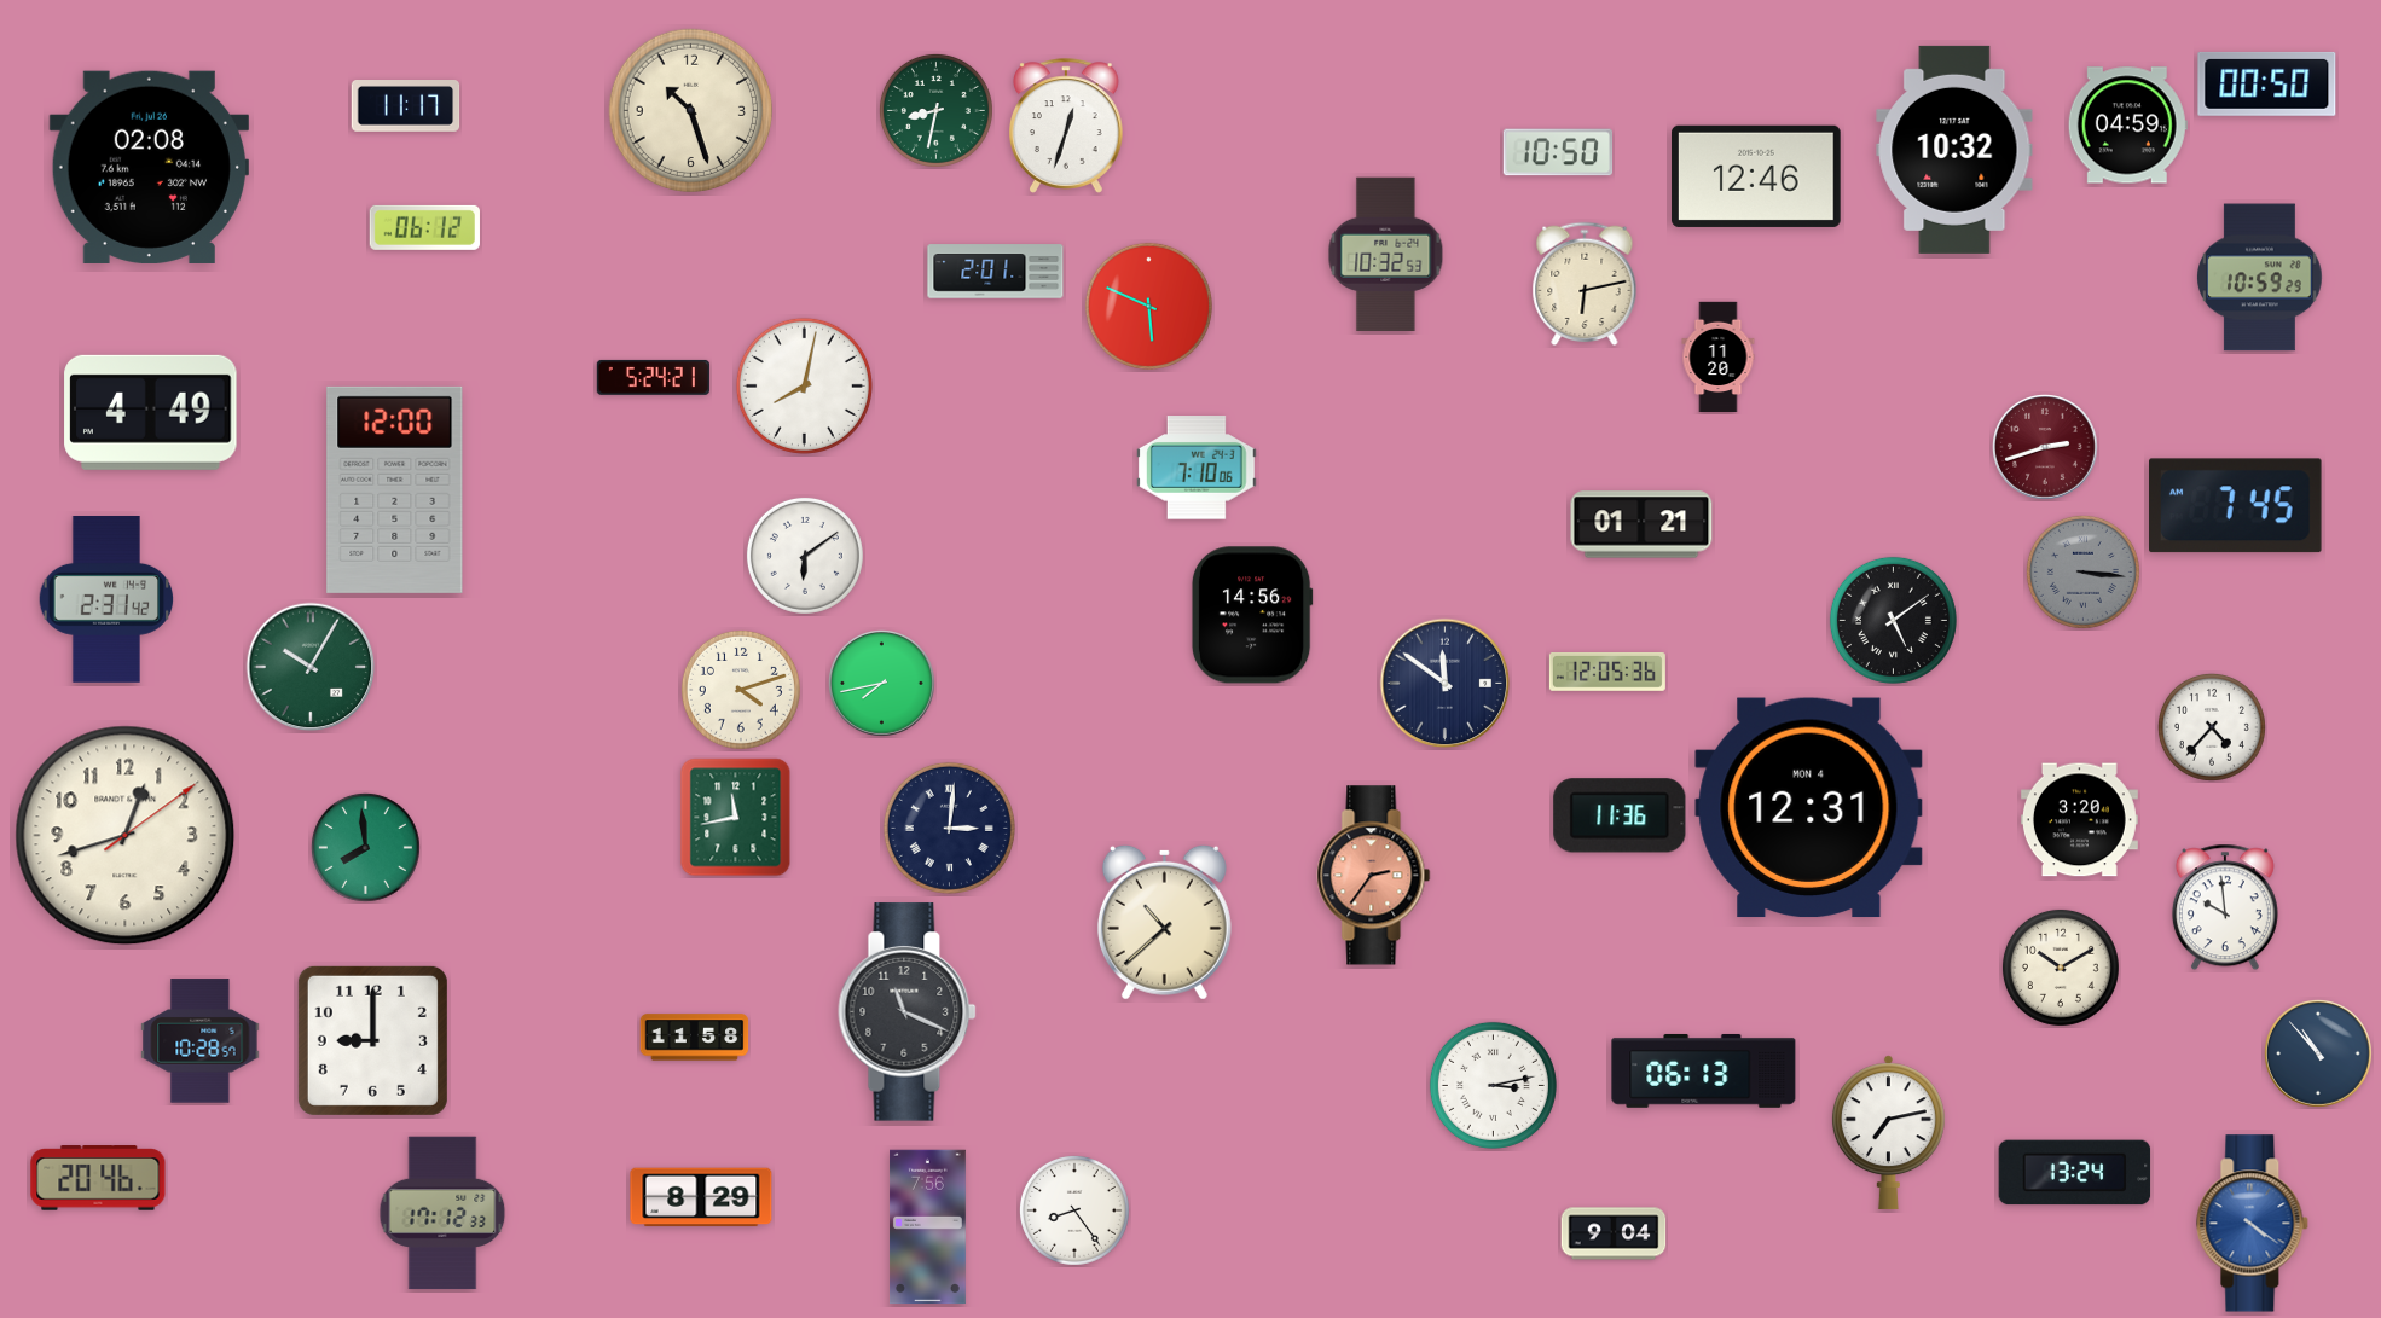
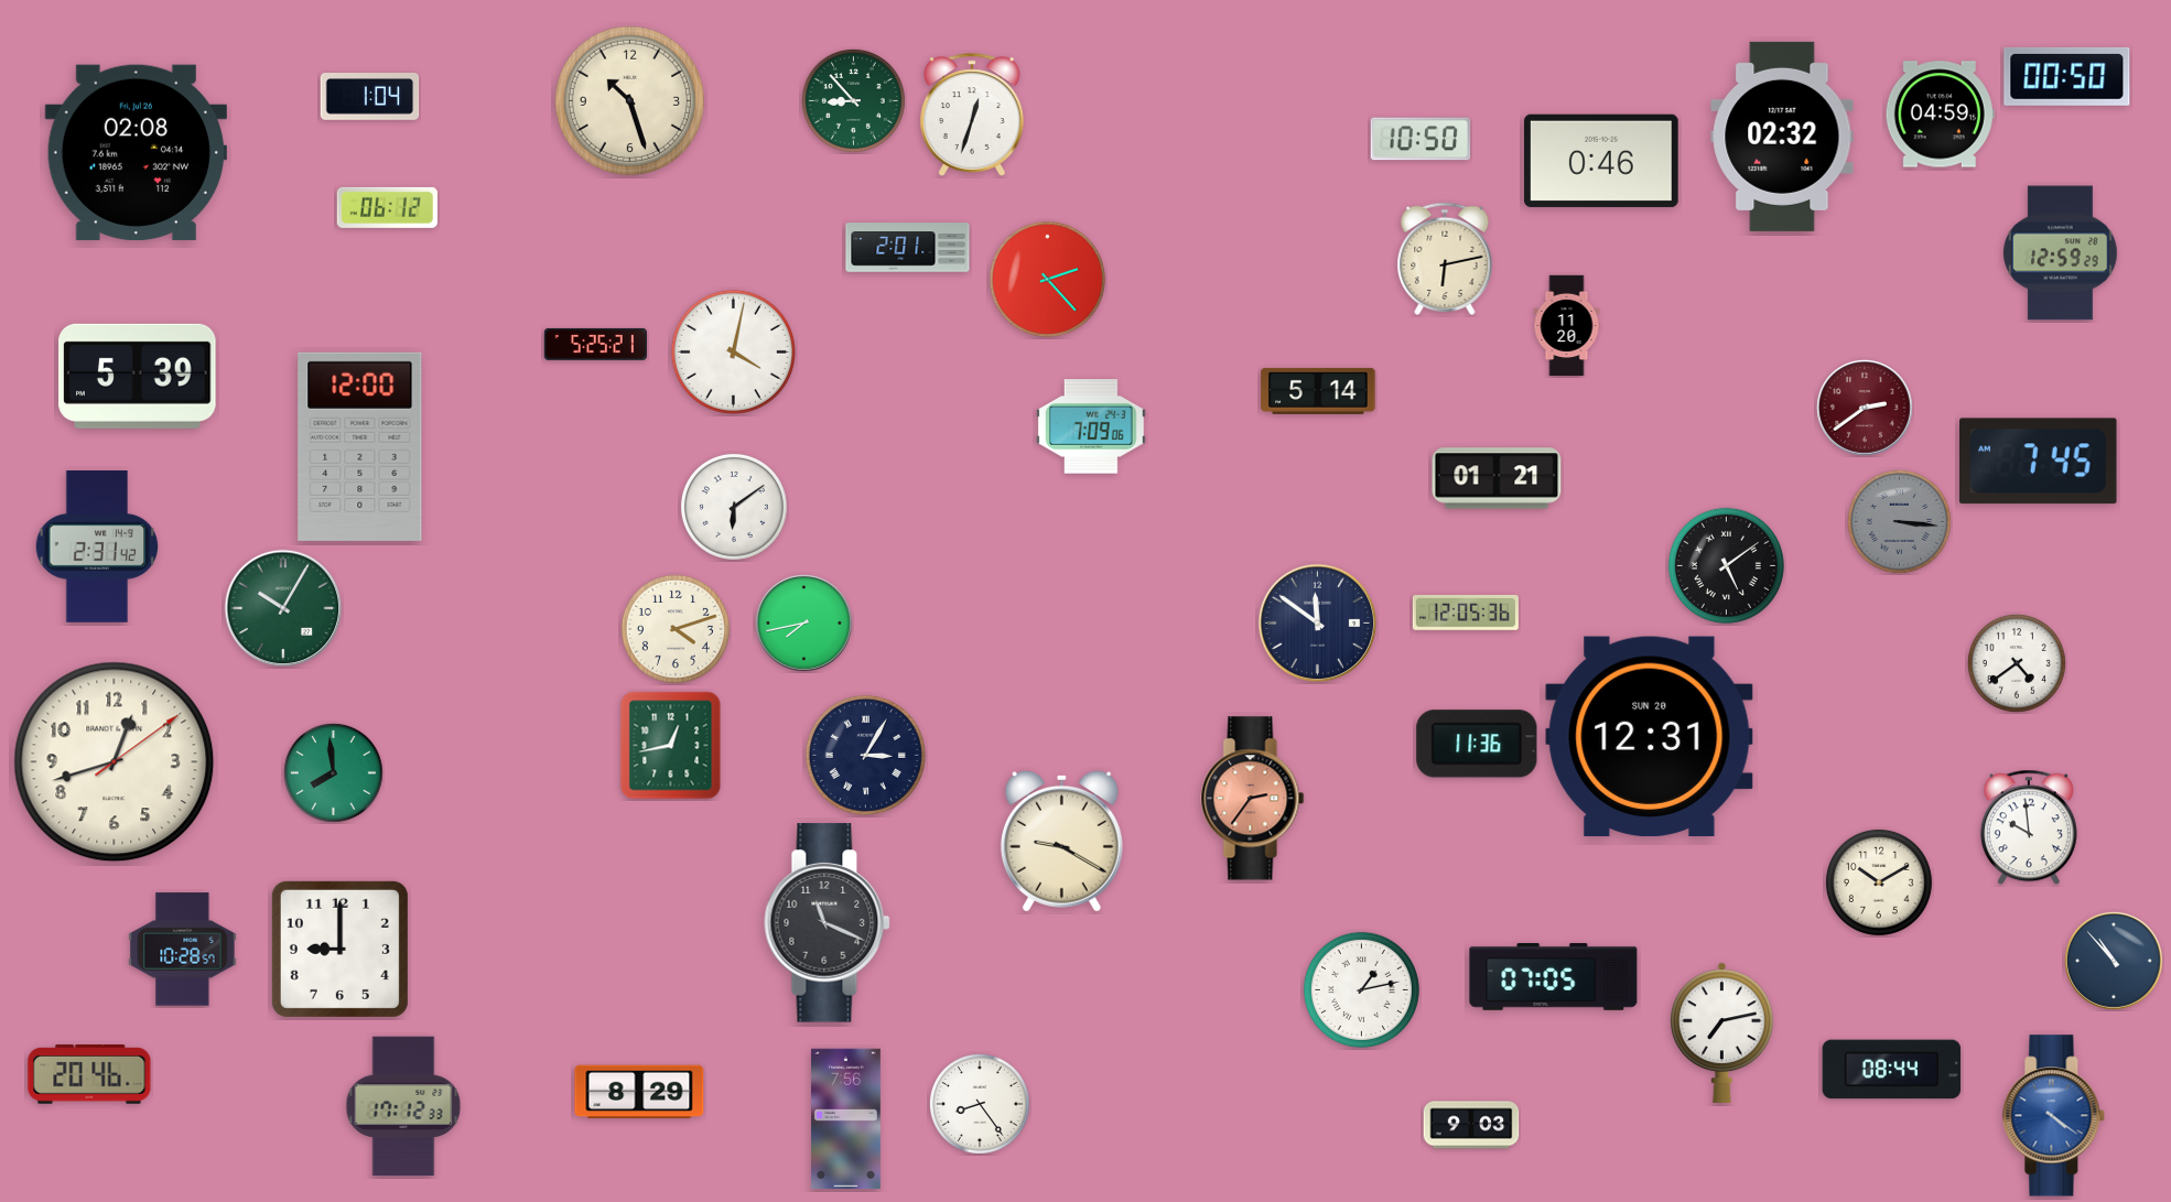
clock at (406, 106): 11:17 -> 1:04
clock at (935, 110): 8:32 -> 8:53
clock at (1954, 150): 10:32 -> 02:32
clock at (1757, 176): 12:46 -> 0:46
clock at (1386, 255): 10:32 -> none
clock at (2260, 278): 10:59 -> 12:59
clock at (1148, 306): 5:49 -> 2:23
clock at (653, 377): 5:24 -> 5:25
clock at (804, 385): 8:02 -> 4:02
clock at (151, 412): 4:49 -> 5:39
clock at (1318, 391): none -> 5:14
clock at (2046, 448): 2:42 -> 2:39
clock at (1198, 468): 7:10 -> 7:09
clock at (1252, 615): 14:56 -> none
clock at (2212, 727): 4:37 -> 4:39
clock at (1809, 808) date: MON 4 -> SUN 20
clock at (736, 818): 11:43 -> 12:43
clock at (2079, 820): 3:20 -> none
clock at (949, 828): 3:01 -> 3:05
clock at (1164, 922): 10:38 -> 9:20
clock at (695, 1038): 11:58 -> none
clock at (1704, 1070): 06:13 -> 07:05
clock at (1493, 1085): 3:13 -> 1:13
clock at (2075, 1173): 13:24 -> 08:44
clock at (1614, 1233): 9:04 -> 9:03
